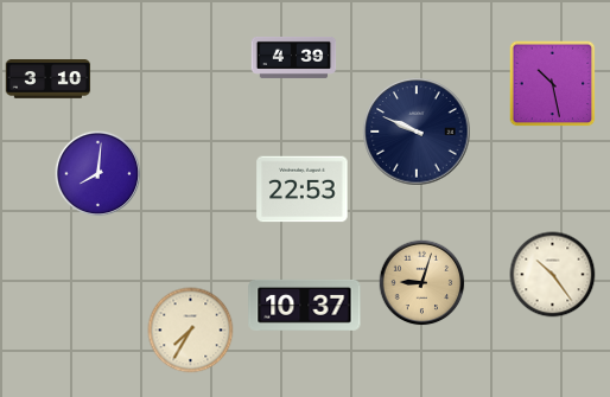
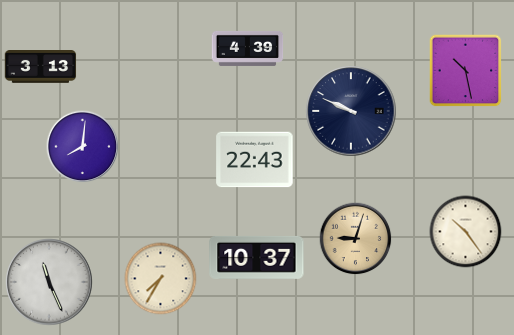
clock at (49, 79): 3:10 -> 3:13
clock at (303, 190): 22:53 -> 22:43
clock at (49, 282): none -> 11:26
